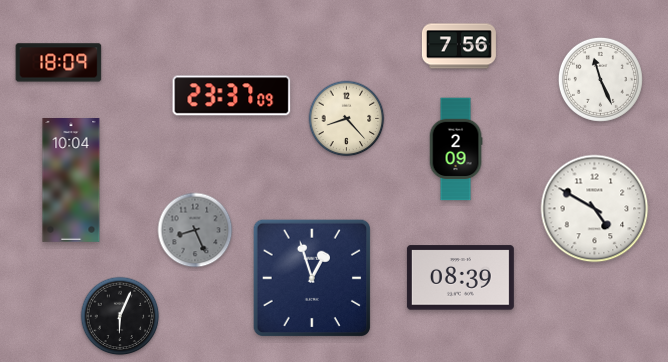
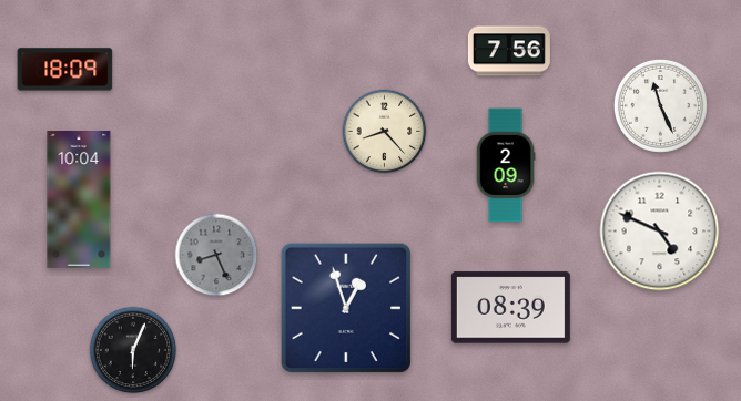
clock at (600, 79) position: (600, 79) -> (660, 105)
clock at (232, 96): 23:37 -> none
clock at (595, 209): 4:50 -> 4:49
